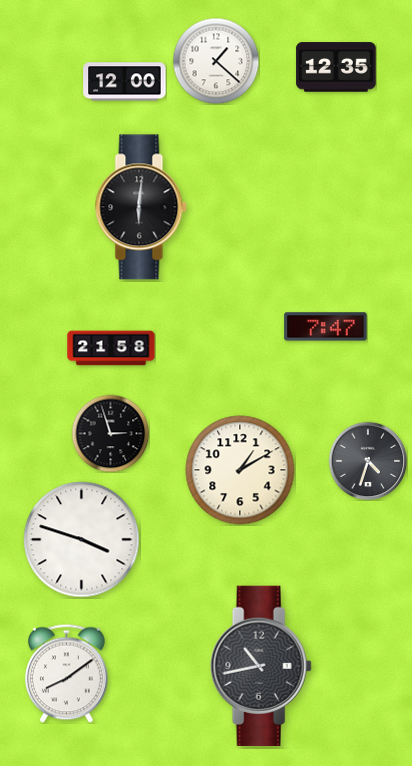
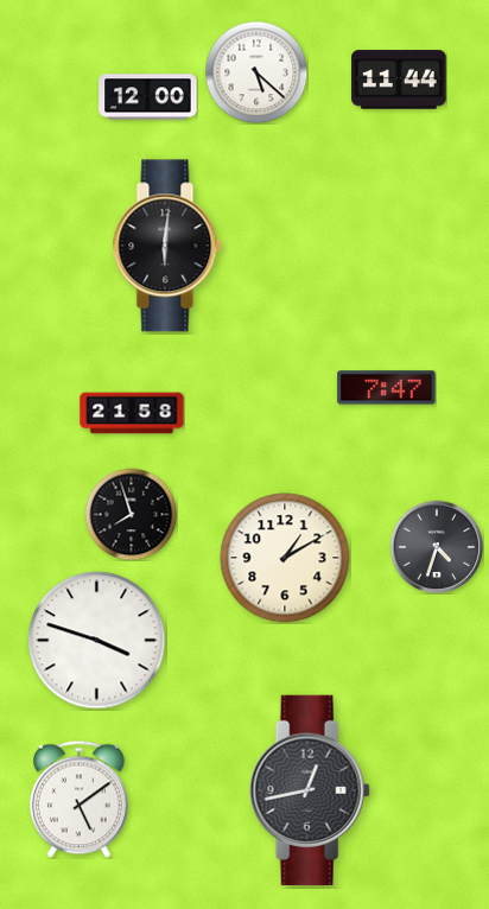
clock at (216, 61): 1:22 -> 5:22
clock at (336, 67): 12:35 -> 11:44
clock at (110, 433): 2:57 -> 7:57
clock at (261, 665): 10:43 -> 12:43
clock at (67, 673): 8:09 -> 5:09
